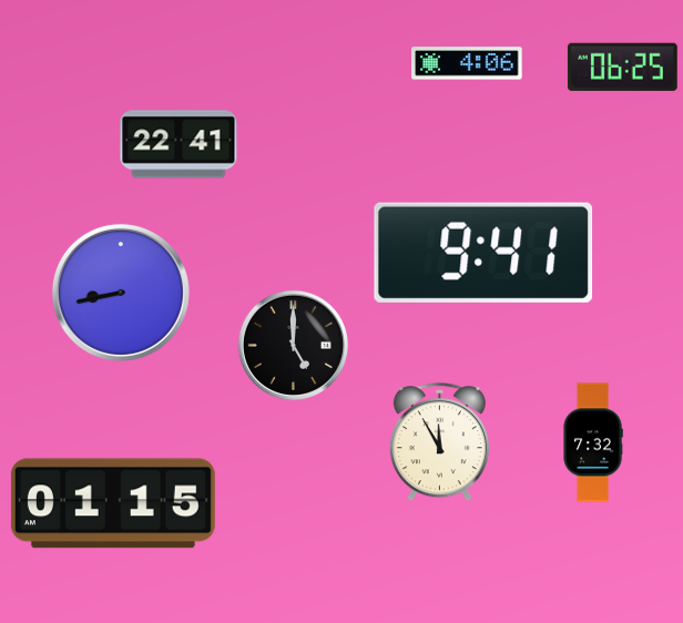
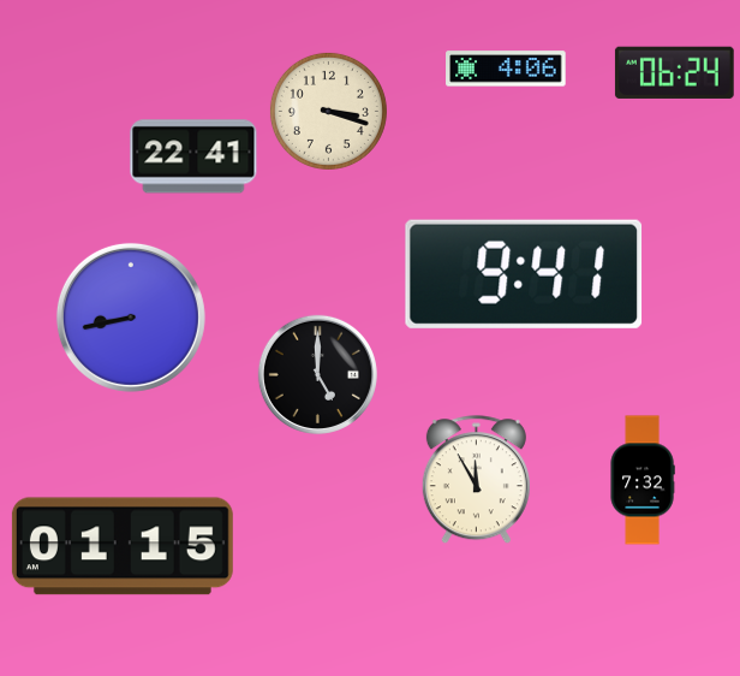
clock at (622, 67): 06:25 -> 06:24
clock at (328, 111): none -> 3:18
